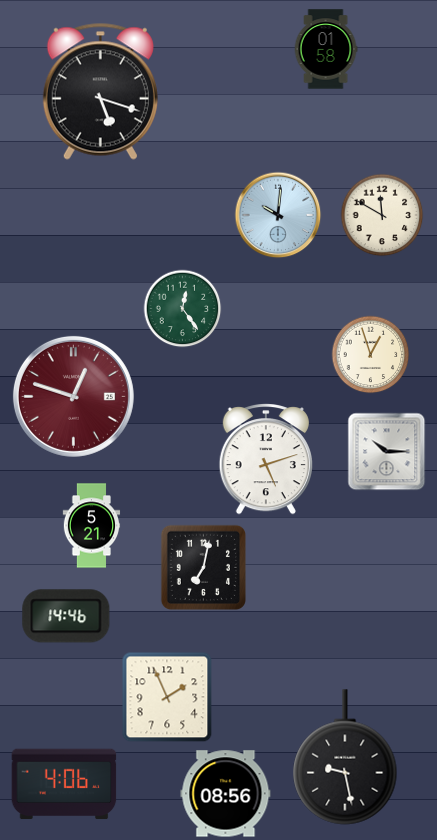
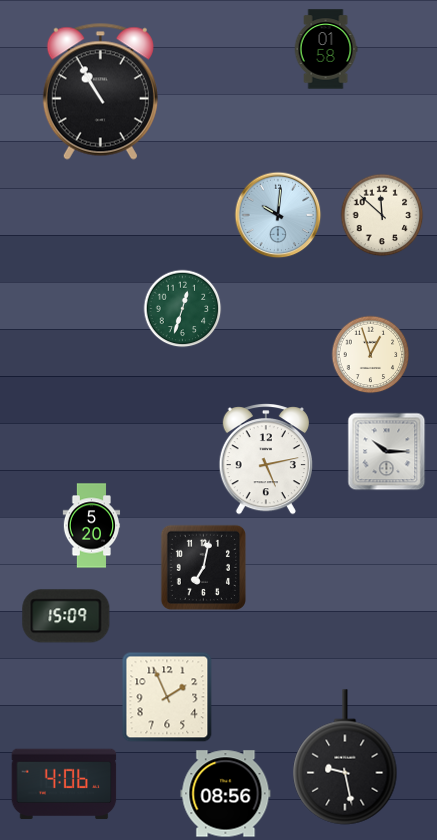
clock at (100, 91): 5:18 -> 10:55
clock at (382, 215): 11:50 -> 11:52
clock at (182, 308): 12:24 -> 12:33
clock at (73, 396): 12:48 -> none
clock at (266, 460): 5:12 -> 5:13
clock at (92, 526): 5:21 -> 5:20
clock at (66, 616): 14:46 -> 15:09
